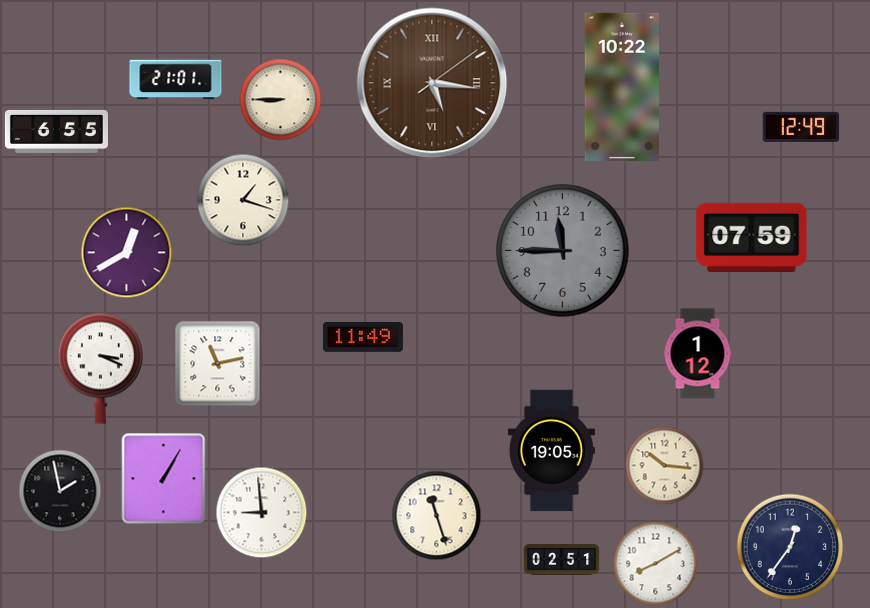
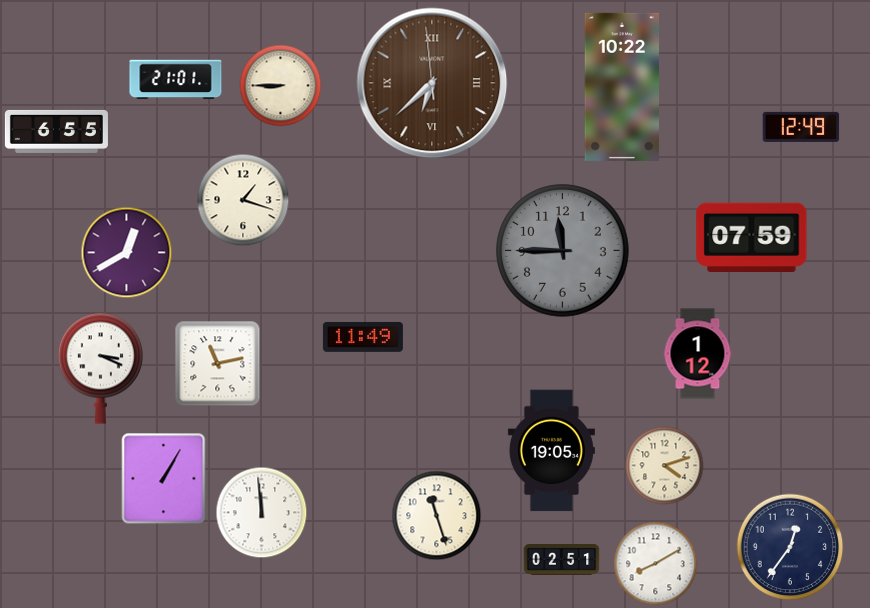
clock at (432, 83): 5:16 -> 6:37
clock at (281, 100) position: (281, 100) -> (281, 86)
clock at (665, 466): 10:16 -> 4:12
clock at (60, 491): 1:58 -> none
clock at (262, 513): 8:59 -> 11:59
